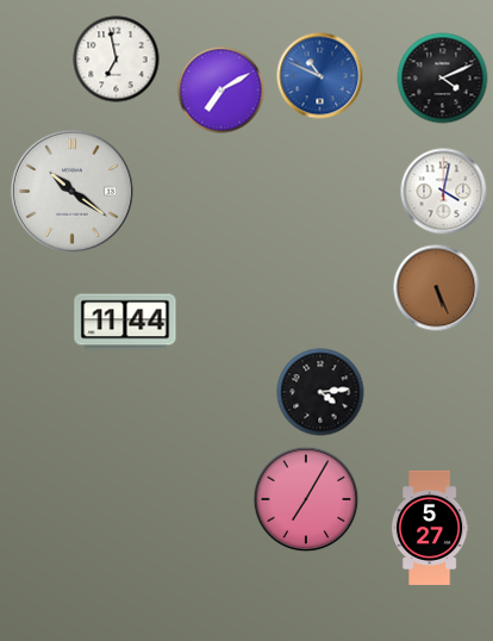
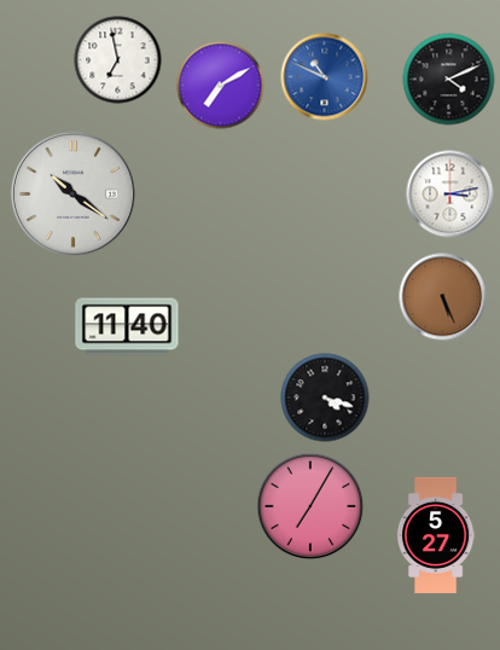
clock at (221, 91) position: (221, 91) -> (221, 86)
clock at (444, 192): 4:02 -> 3:13
clock at (437, 288) position: (437, 288) -> (443, 297)
clock at (125, 322): 11:44 -> 11:40
clock at (320, 392): 4:14 -> 4:18
